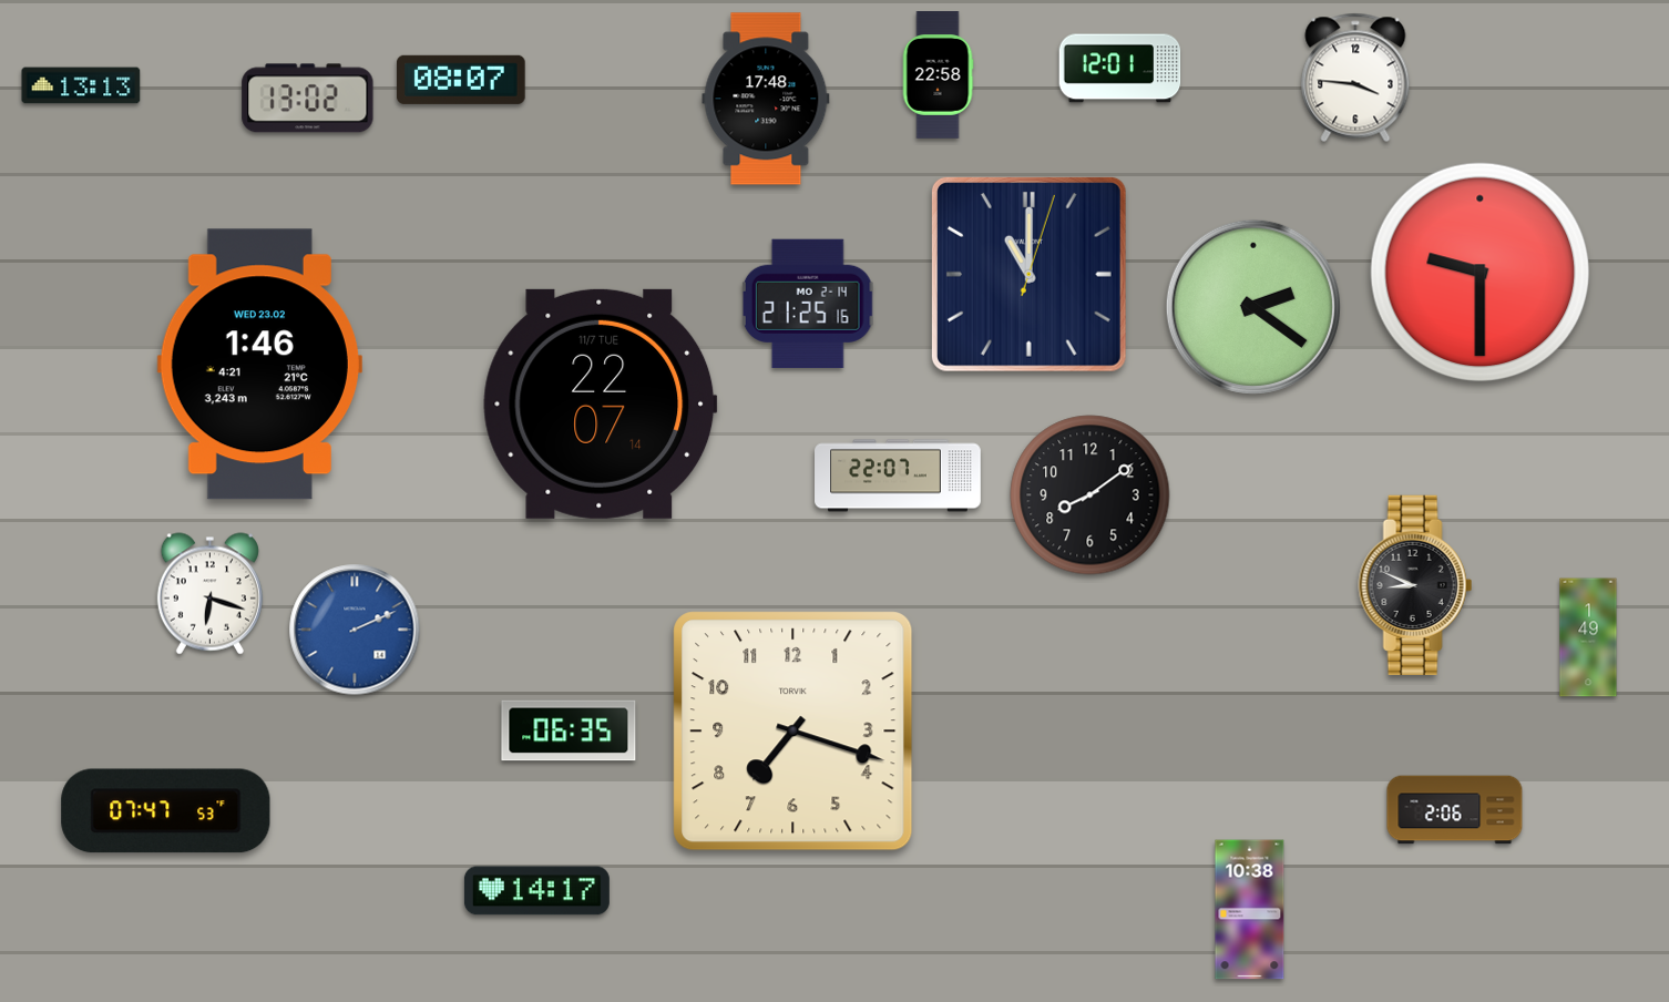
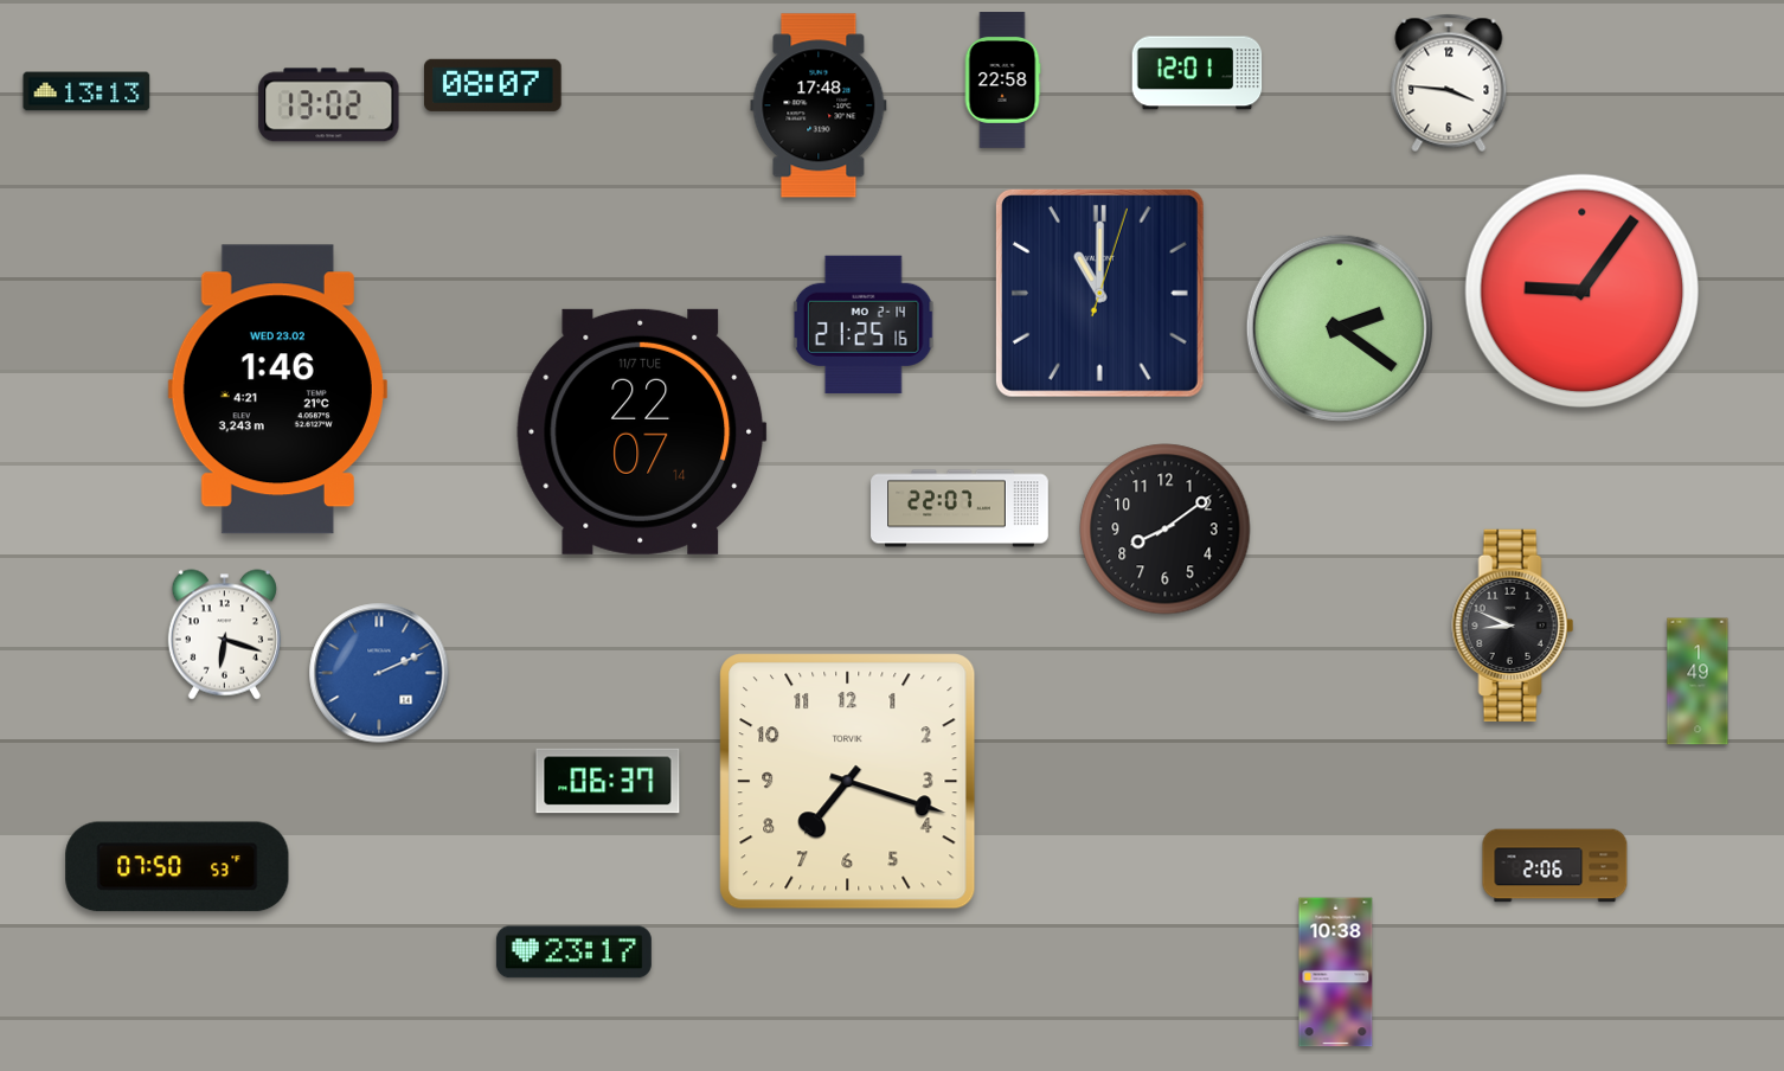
clock at (1481, 273): 9:30 -> 9:06
clock at (569, 730): 06:35 -> 06:37
clock at (166, 811): 07:47 -> 07:50
clock at (536, 891): 14:17 -> 23:17
